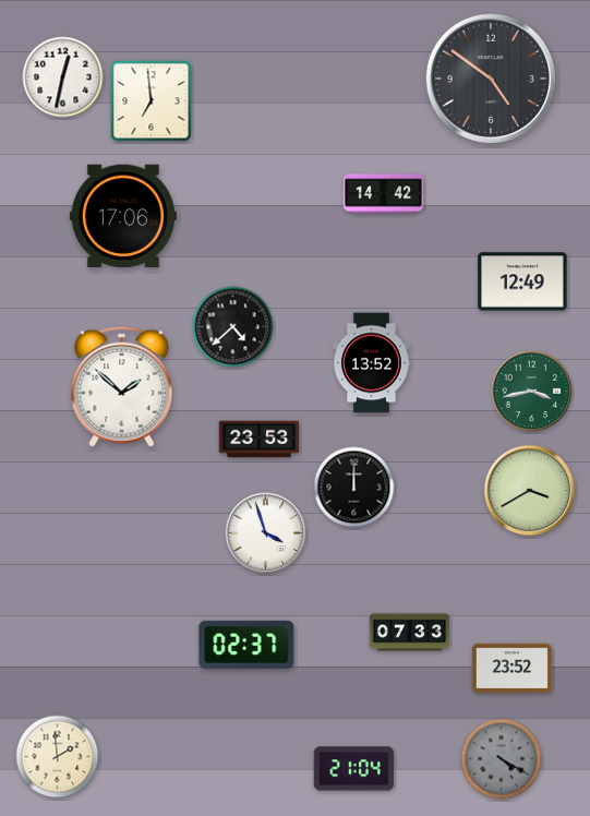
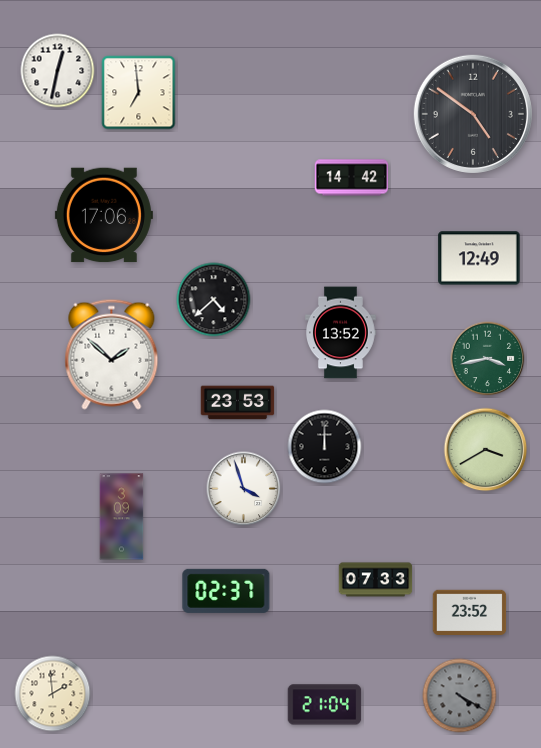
clock at (491, 79) position: (491, 79) -> (473, 114)
clock at (123, 216) position: (123, 216) -> (104, 215)
clock at (122, 517): none -> 3:09
